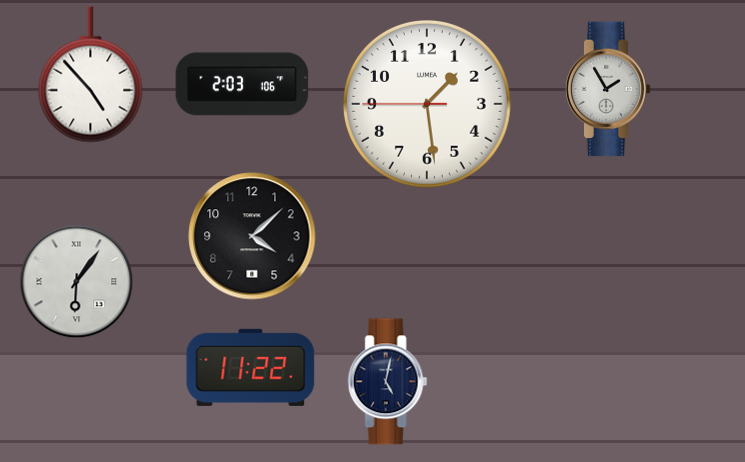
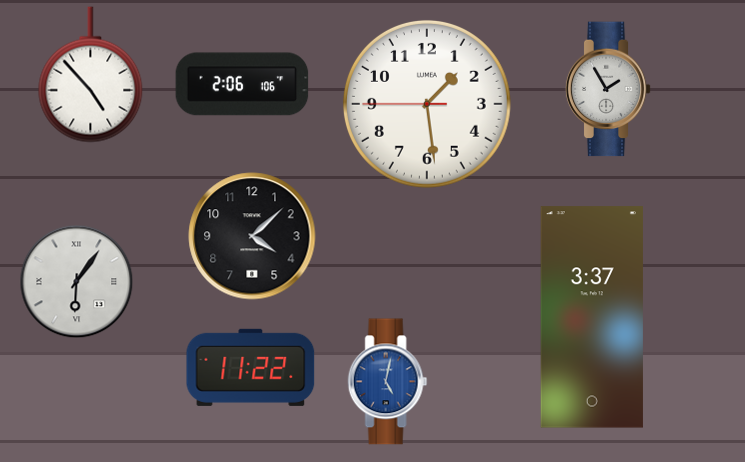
clock at (242, 84): 2:03 -> 2:06
clock at (592, 317): none -> 3:37
clock at (388, 382) dial: navy -> blue
